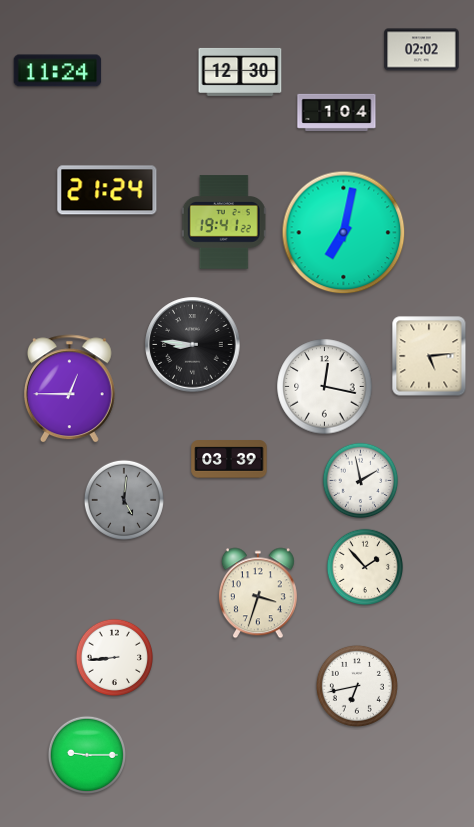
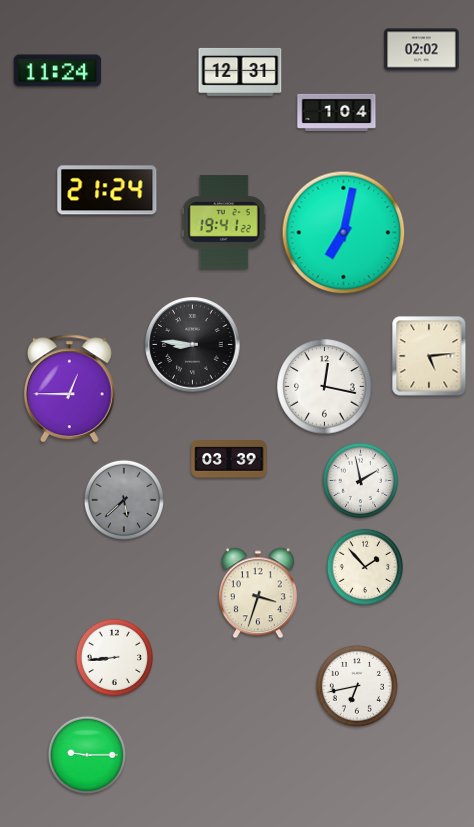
clock at (240, 72): 12:30 -> 12:31
clock at (124, 500): 5:01 -> 5:38
